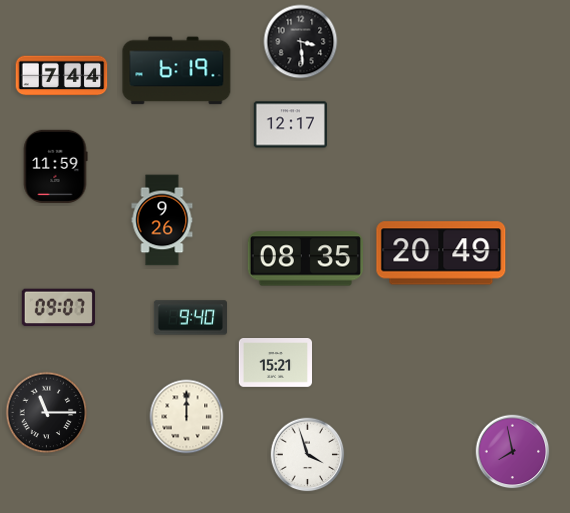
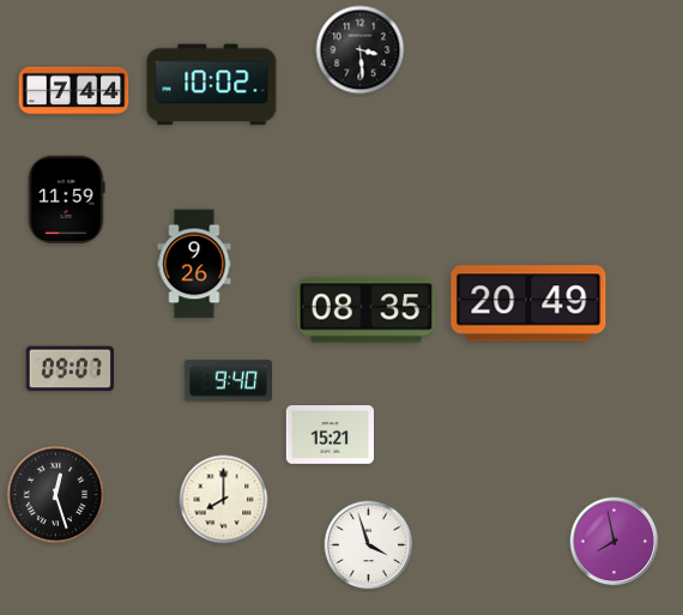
clock at (177, 71): 6:19 -> 10:02
clock at (290, 125): 12:17 -> none
clock at (47, 413): 11:15 -> 12:27
clock at (187, 417): 12:00 -> 8:00
